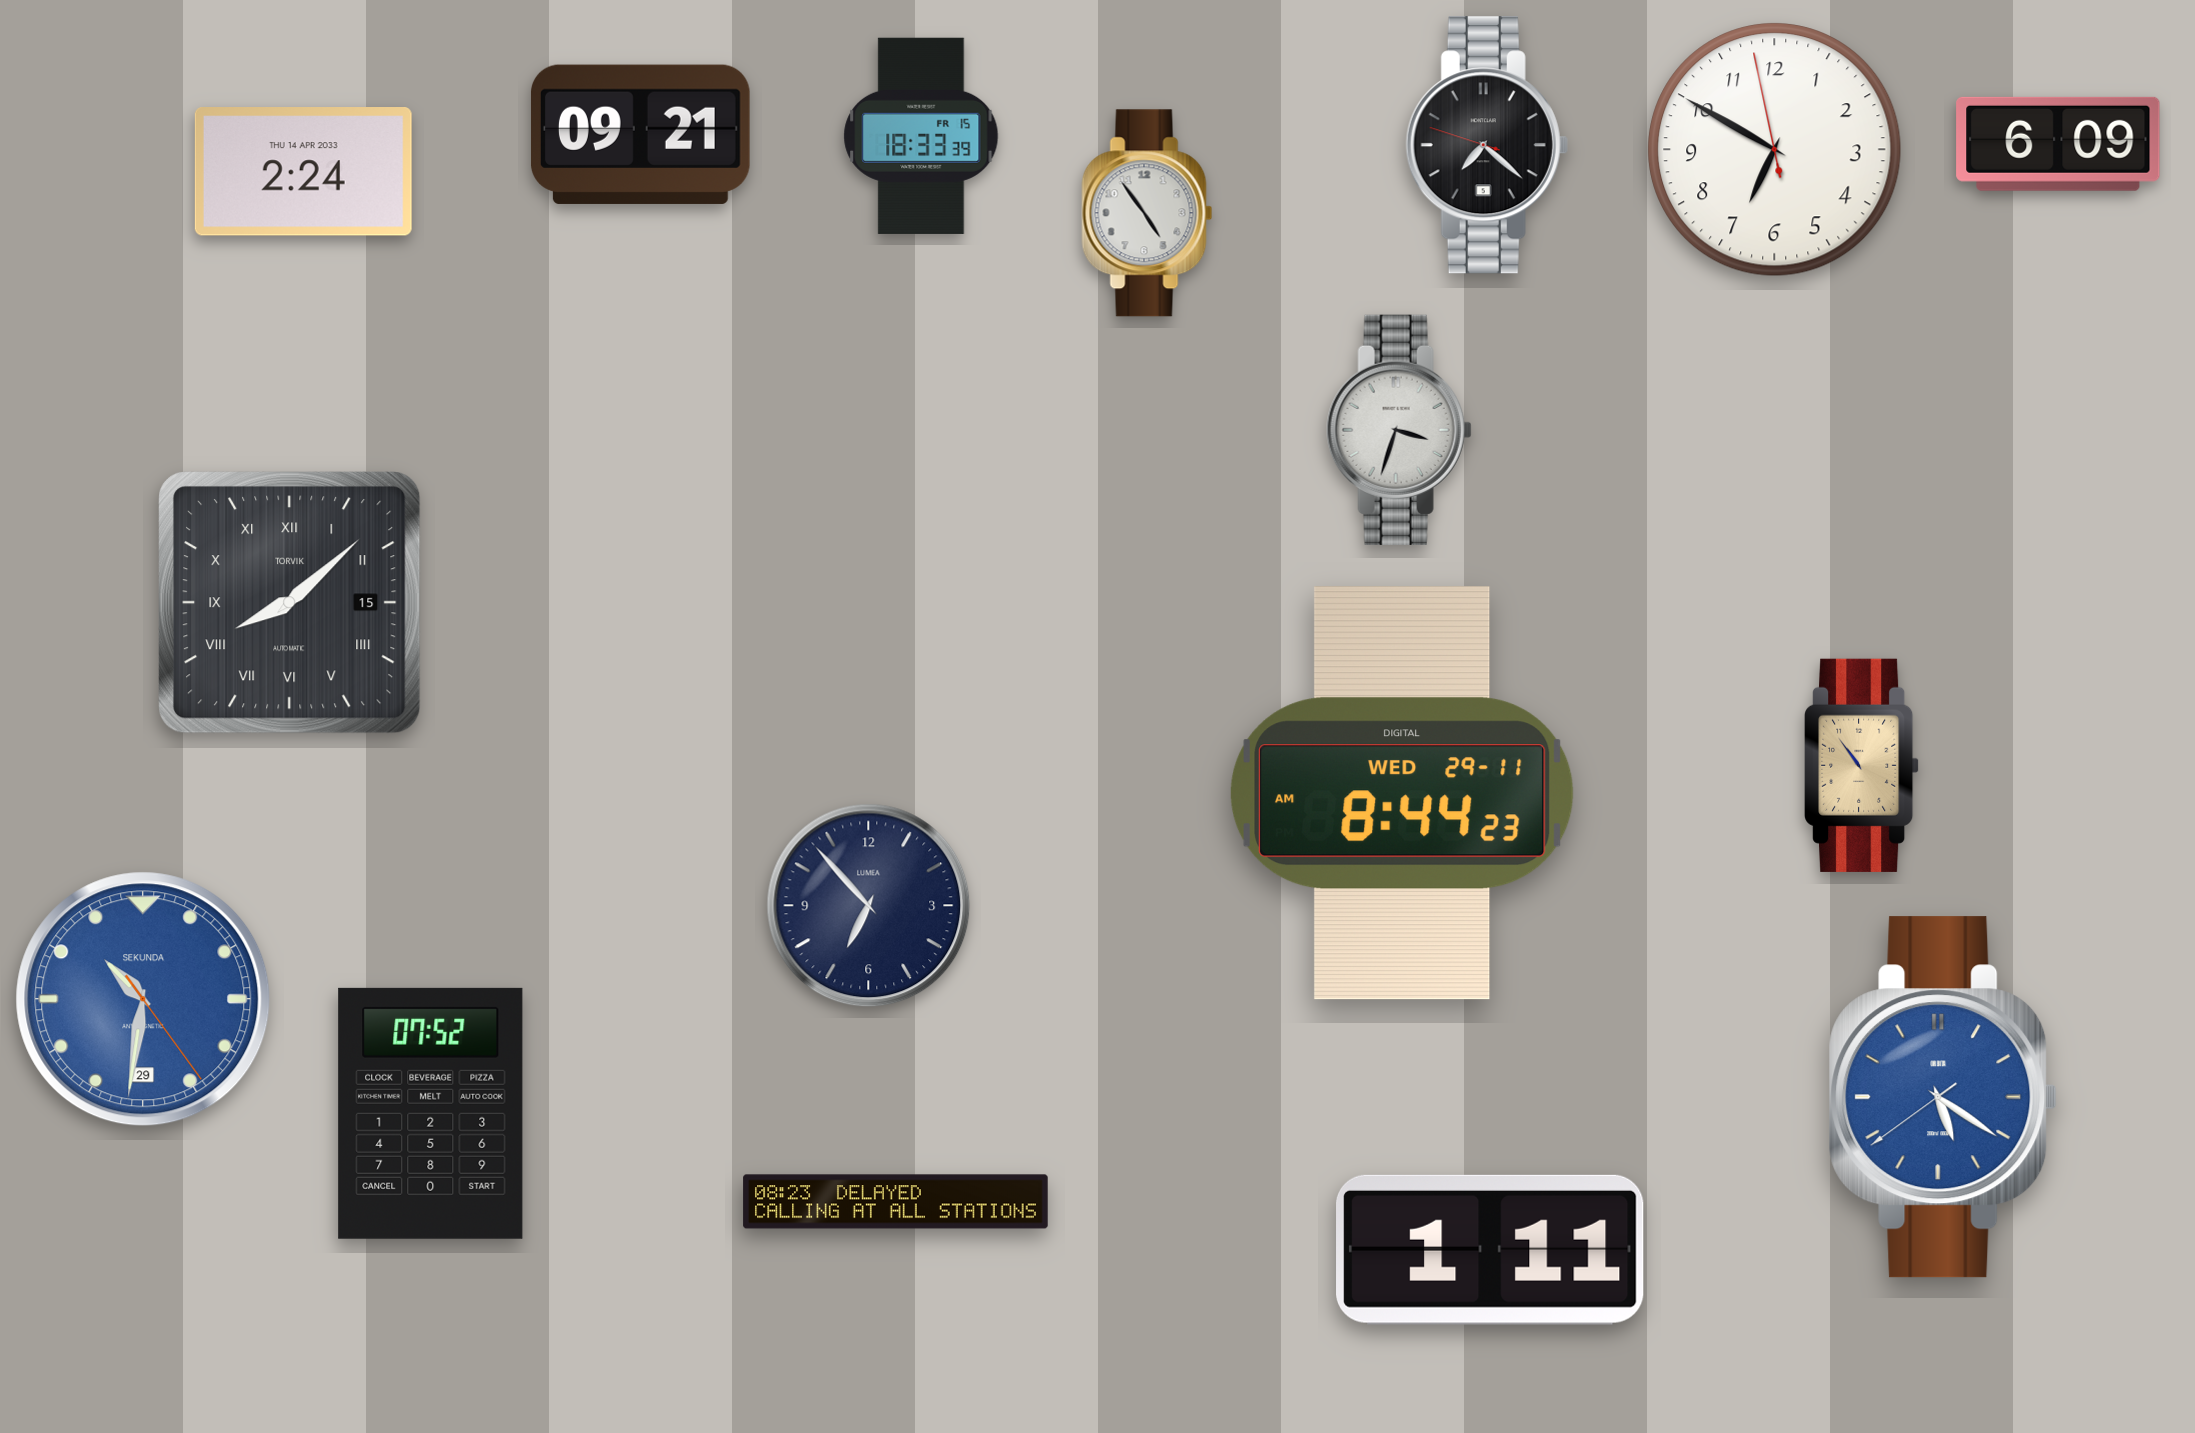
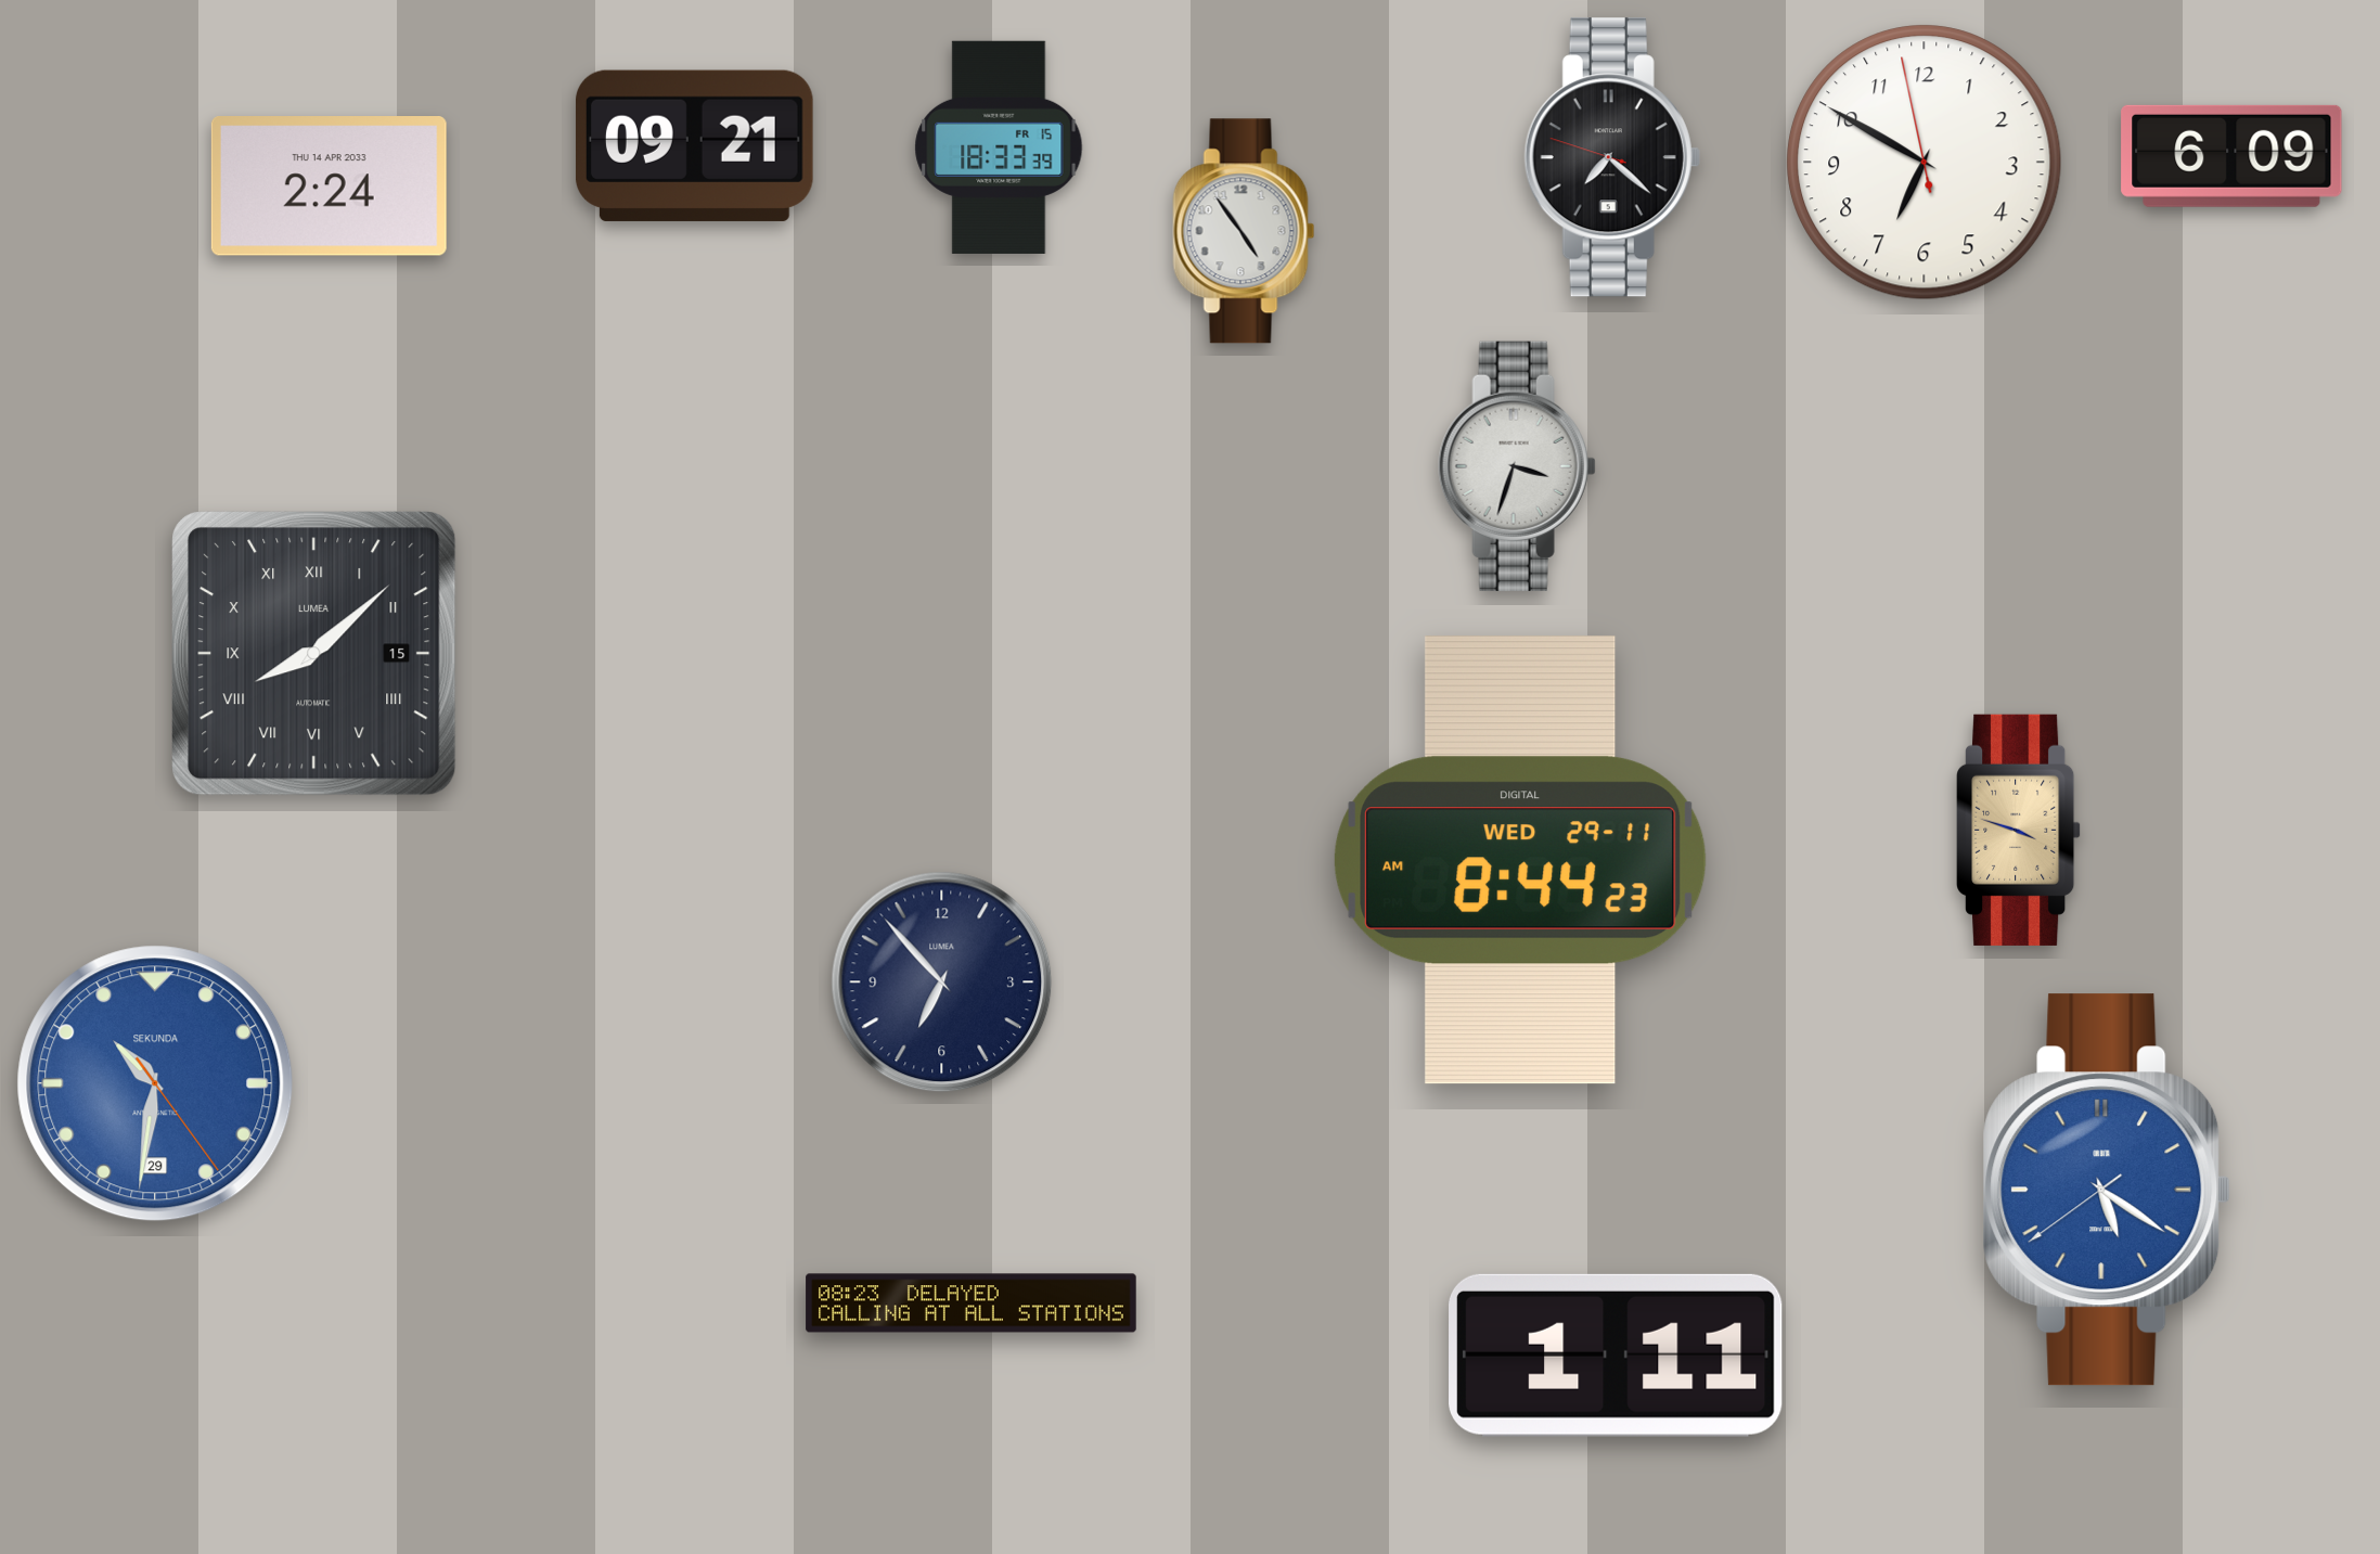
clock at (290, 603) brand: TORVIK -> LUMEA
clock at (1862, 765): 10:54 -> 3:48
clock at (431, 1113): 07:52 -> none
